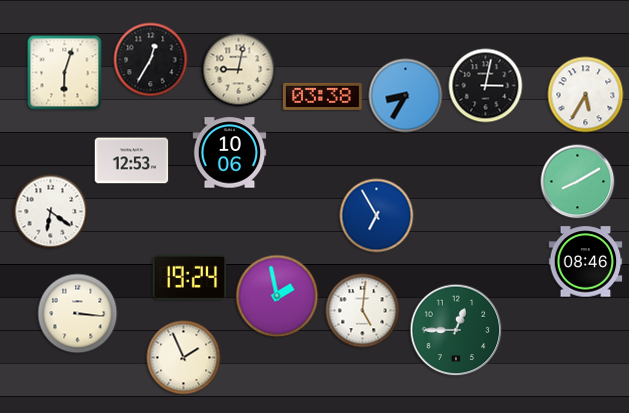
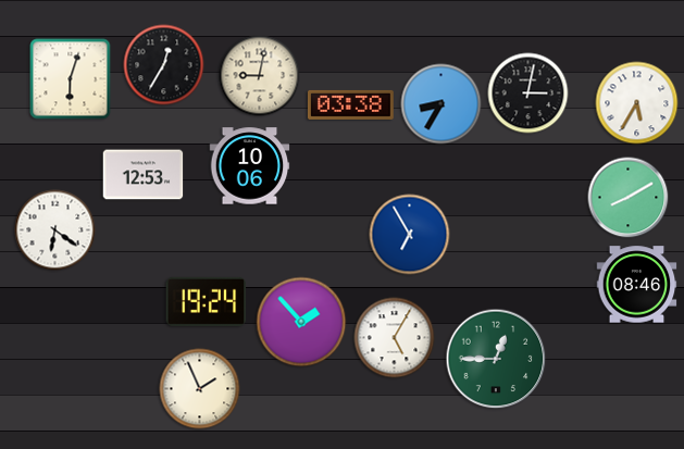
clock at (277, 296): 1:58 -> 1:53
clock at (363, 311): 5:01 -> 5:05
clock at (78, 314): 3:16 -> none
